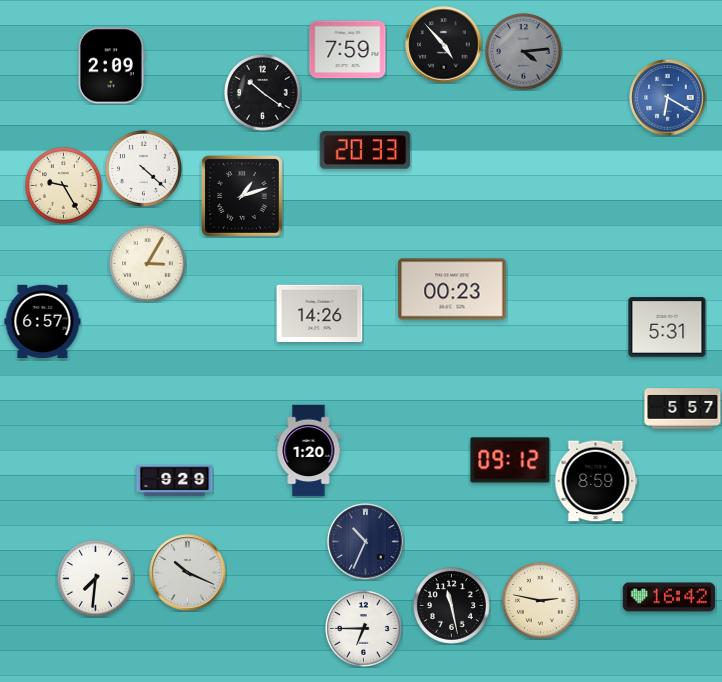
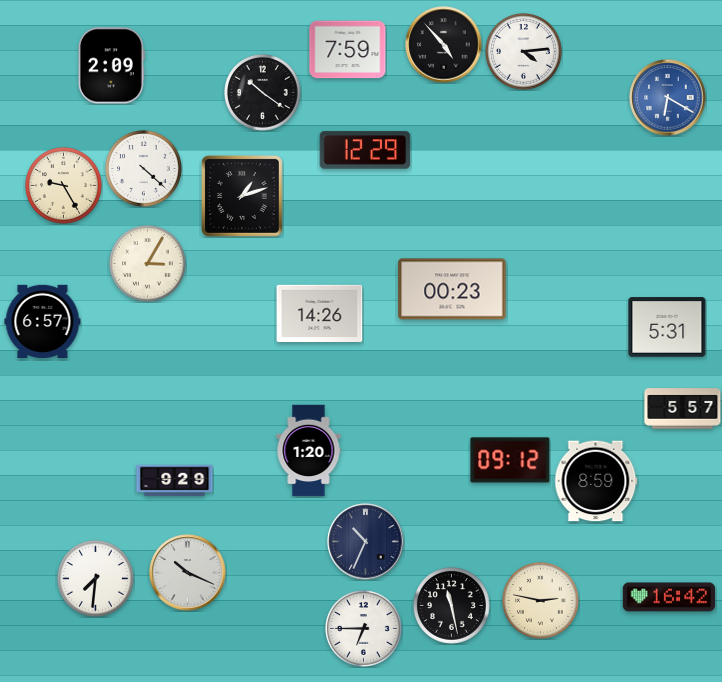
clock at (524, 52) dial: grey -> white
clock at (365, 150): 20:33 -> 12:29
